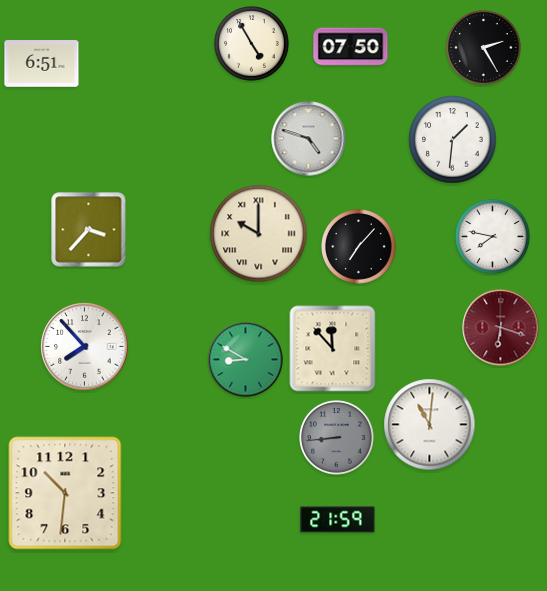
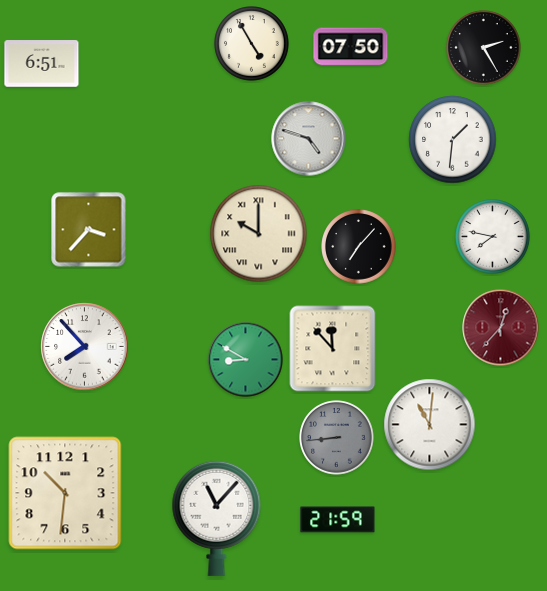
clock at (501, 328): 6:18 -> 12:37
clock at (217, 518): none -> 11:07
